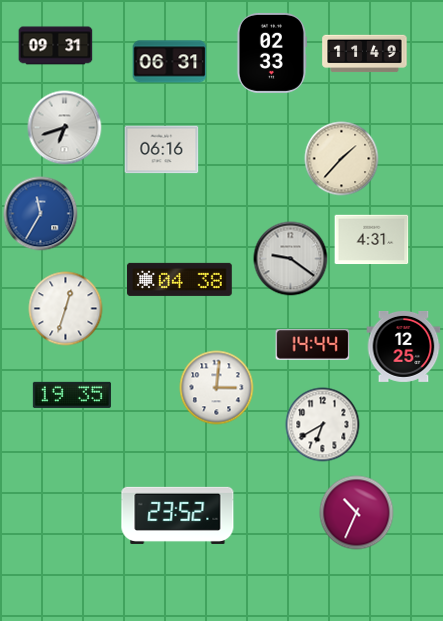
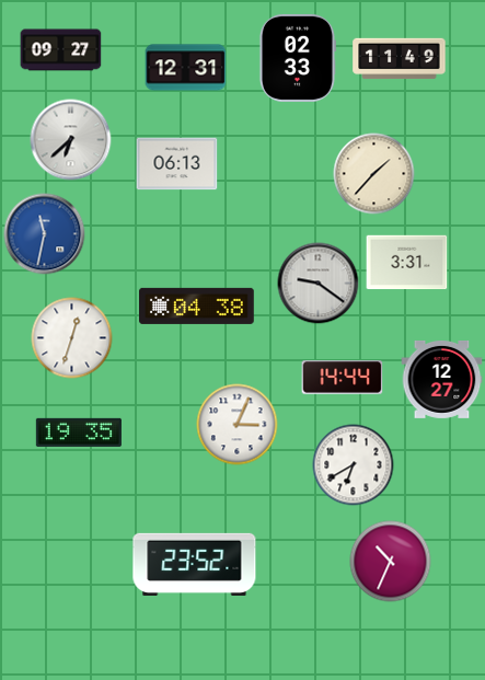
clock at (56, 46): 09:31 -> 09:27
clock at (170, 62): 06:31 -> 12:31
clock at (65, 128): 6:42 -> 6:38
clock at (162, 150): 06:16 -> 06:13
clock at (41, 214): 11:35 -> 11:32
clock at (372, 240): 4:31 -> 3:31
clock at (404, 346): 12:25 -> 12:27
clock at (217, 388): 3:01 -> 3:04
